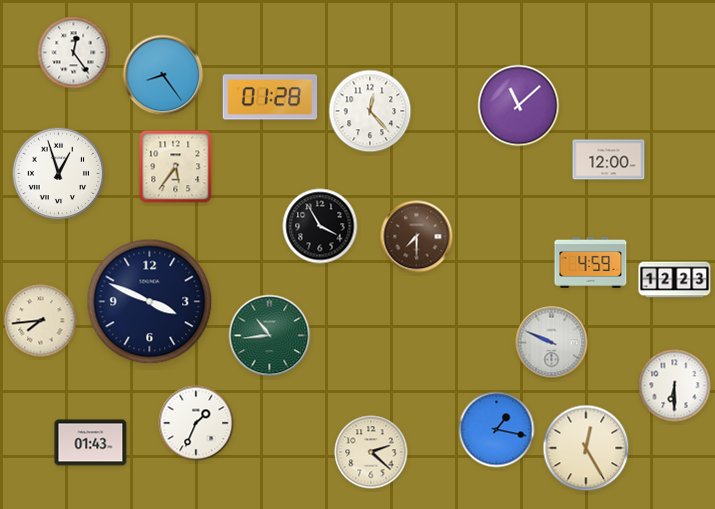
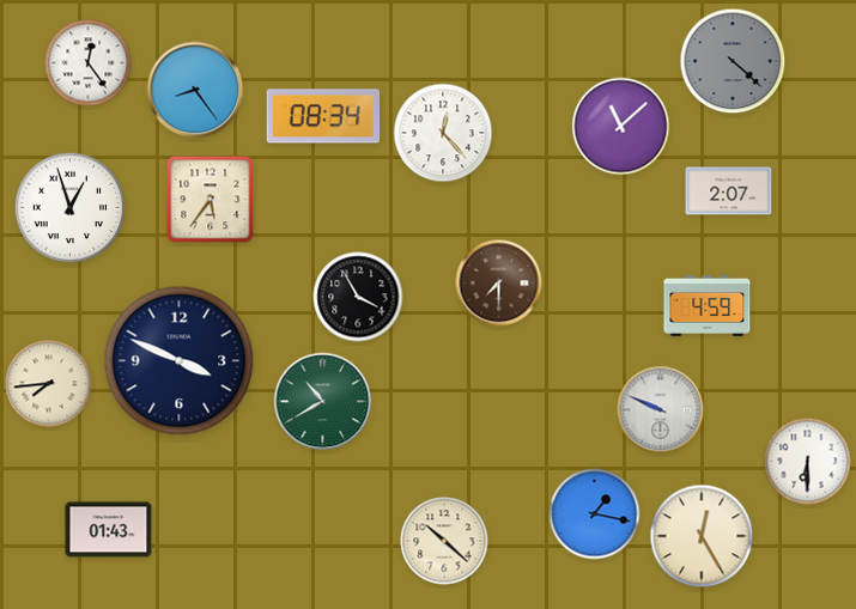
clock at (733, 61): none -> 4:22
clock at (270, 97): 01:28 -> 08:34
clock at (609, 160): 12:00 -> 2:07
clock at (320, 226) position: (320, 226) -> (358, 297)
clock at (591, 262) position: (591, 262) -> (708, 305)
clock at (675, 280): 12:23 -> none
clock at (270, 336): 10:44 -> 10:40
clock at (196, 423): 1:34 -> none
clock at (371, 452): 2:22 -> 10:22
